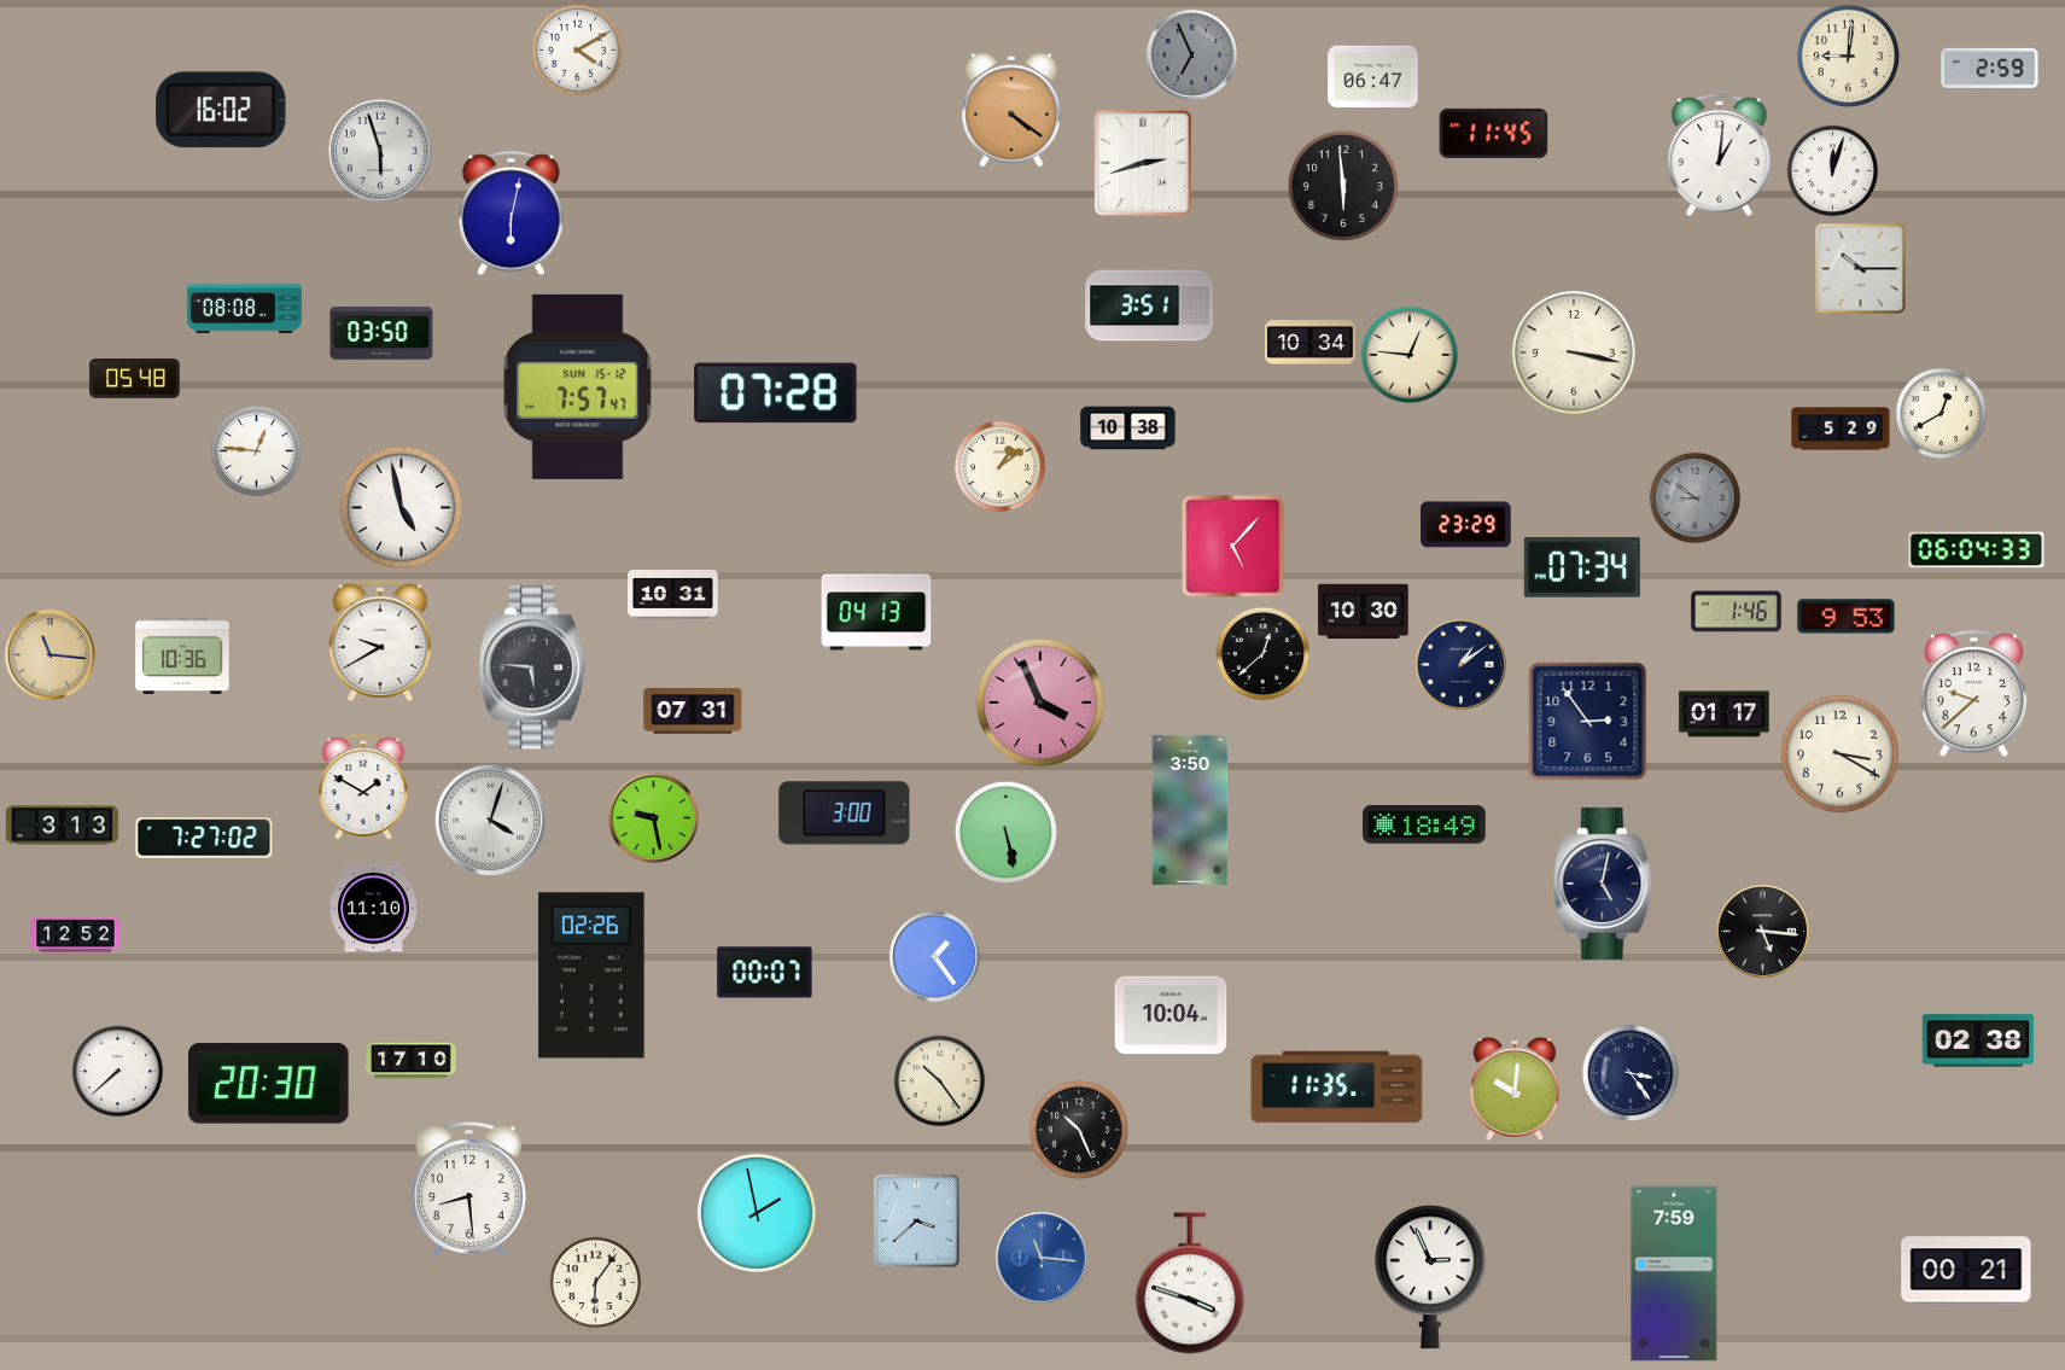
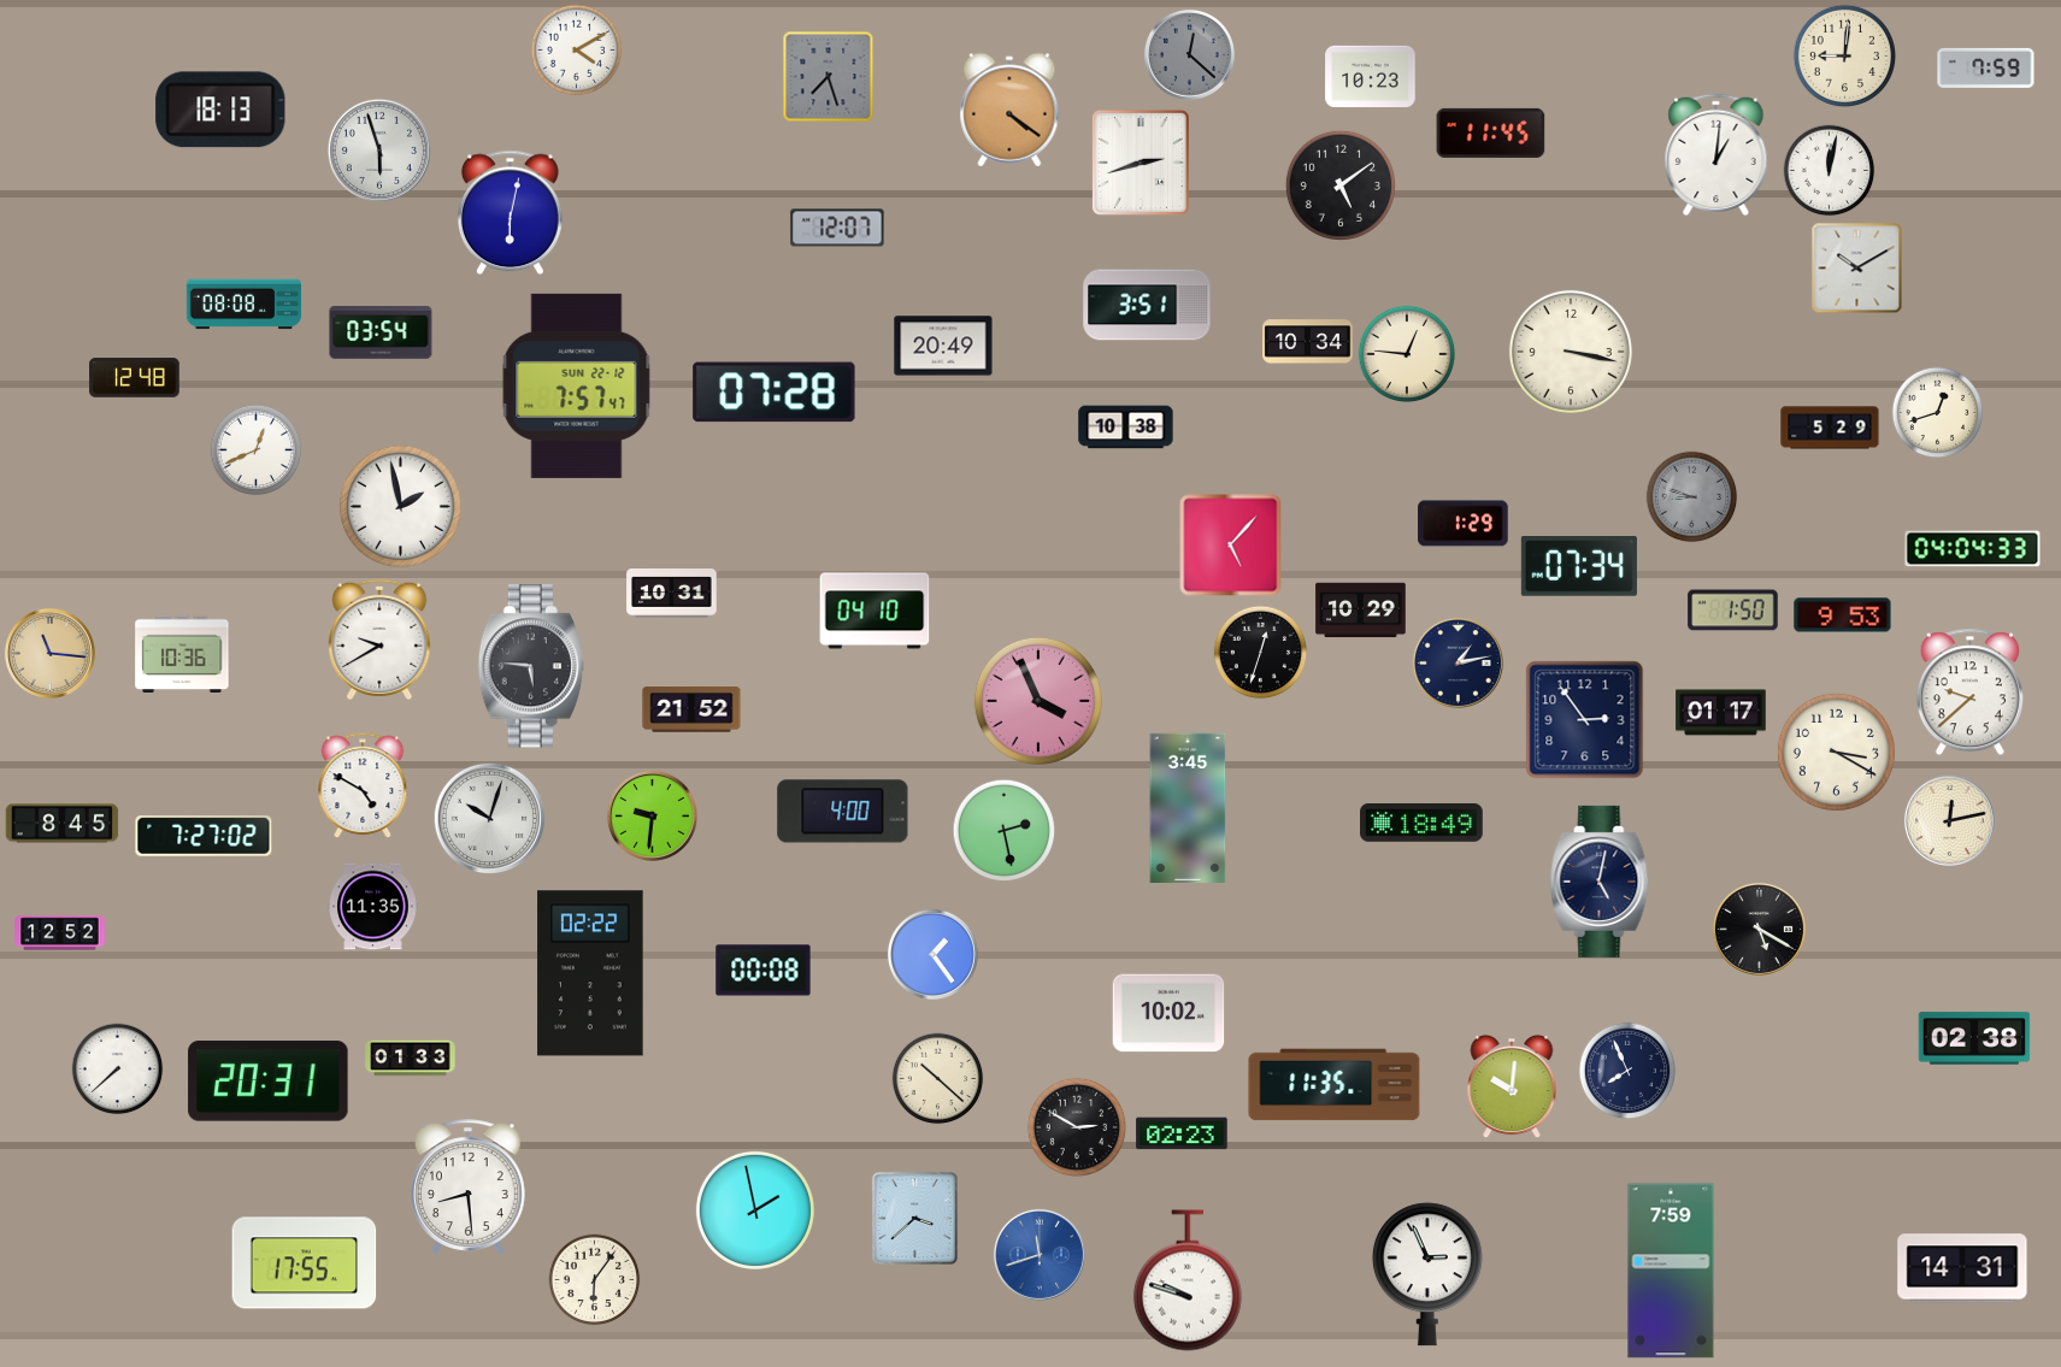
clock at (1191, 54): 6:56 -> 12:22
clock at (1990, 68): 2:59 -> 7:59
clock at (1373, 76): 06:47 -> 10:23
clock at (829, 77): none -> 7:27
clock at (221, 110): 16:02 -> 18:13
clock at (1833, 171): 12:03 -> 12:02
clock at (1343, 186): 5:59 -> 5:09
clock at (837, 228): none -> 12:07
clock at (1861, 269): 10:15 -> 10:10
clock at (245, 309) position: (245, 309) -> (245, 305)
clock at (381, 333): 03:50 -> 03:54
clock at (943, 346): none -> 20:49
clock at (135, 379): 05:48 -> 12:48
clock at (578, 386) date: SUN 15-12 -> SUN 22-12
clock at (1942, 414): 12:40 -> 12:42
clock at (1841, 429) position: (1841, 429) -> (1830, 428)
clock at (257, 451): 12:46 -> 12:41
clock at (1001, 467): 1:09 -> none
clock at (1696, 499): 8:51 -> 8:48
clock at (401, 507): 4:58 -> 1:58
clock at (1466, 525): 23:29 -> 1:29
clock at (1977, 550): 06:04 -> 04:04
clock at (876, 612): 04:13 -> 04:10
clock at (1364, 612): 10:30 -> 10:29
clock at (1737, 612): 1:46 -> 1:50
clock at (1264, 654): 12:38 -> 12:33
clock at (1460, 664): 1:09 -> 1:13
clock at (693, 711): 07:31 -> 21:52
clock at (363, 788): 1:50 -> 4:50
clock at (1190, 810): 3:50 -> 3:45
clock at (845, 814): 3:00 -> 4:00
clock at (653, 817): 9:28 -> 9:31
clock at (490, 820): 4:03 -> 10:03
clock at (1949, 820): none -> 12:13
clock at (63, 826): 3:13 -> 8:45
clock at (1007, 833): 5:28 -> 2:28
clock at (374, 909): 11:10 -> 11:35
clock at (1762, 931): 5:16 -> 5:20
clock at (76, 935) position: (76, 935) -> (60, 933)
clock at (765, 973): 00:07 -> 00:08
clock at (591, 975): 02:26 -> 02:22
clock at (1171, 1015): 10:04 -> 10:02
clock at (412, 1061): 17:10 -> 01:33
clock at (1631, 1073): 3:24 -> 7:56
clock at (940, 1082): 10:24 -> 10:22
clock at (269, 1084): 20:30 -> 20:31
clock at (1079, 1130): 10:26 -> 2:50
clock at (1182, 1133): none -> 02:23
clock at (1042, 1258): 11:16 -> 11:42
clock at (305, 1263): none -> 17:55
clock at (1966, 1271): 00:21 -> 14:31
clock at (1190, 1283): 3:48 -> 9:48
